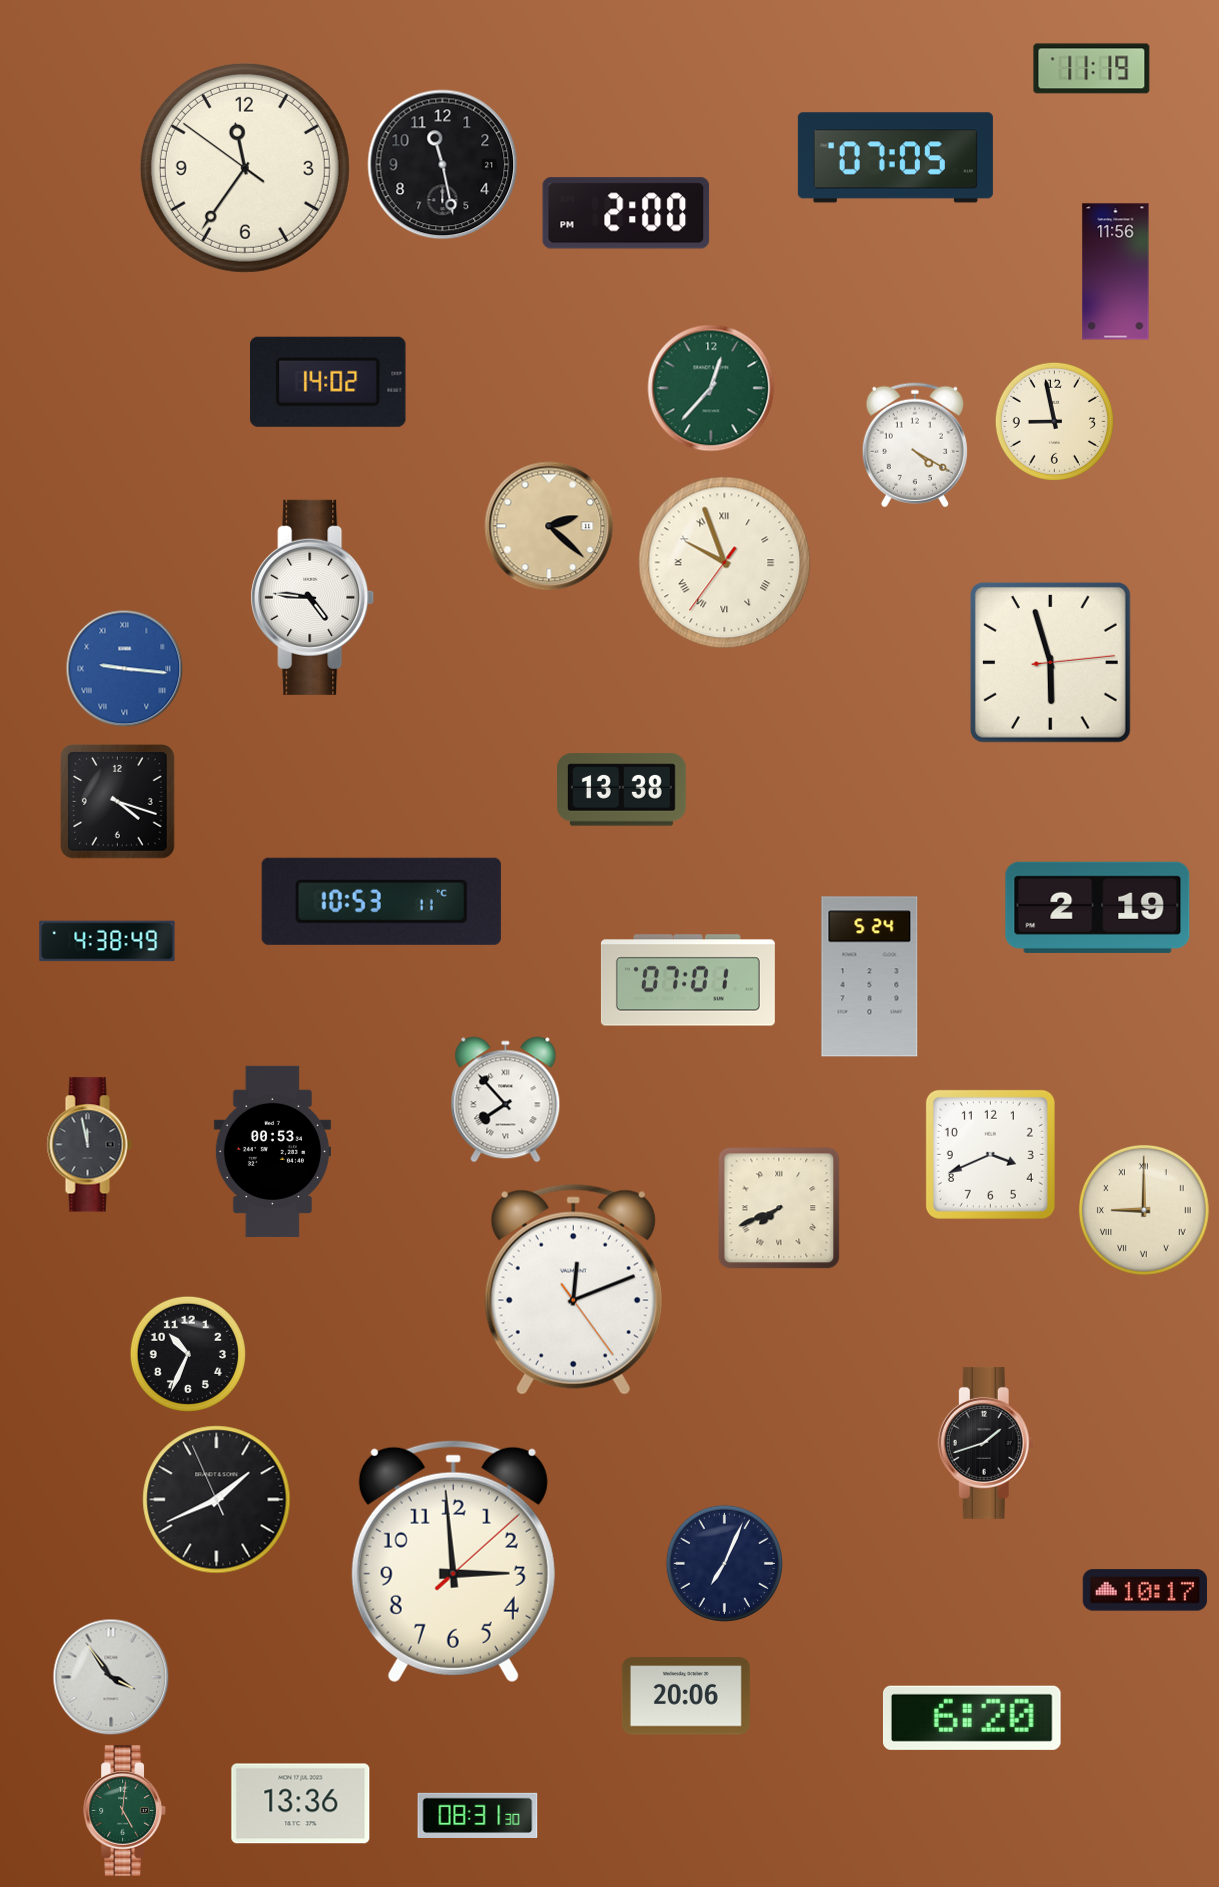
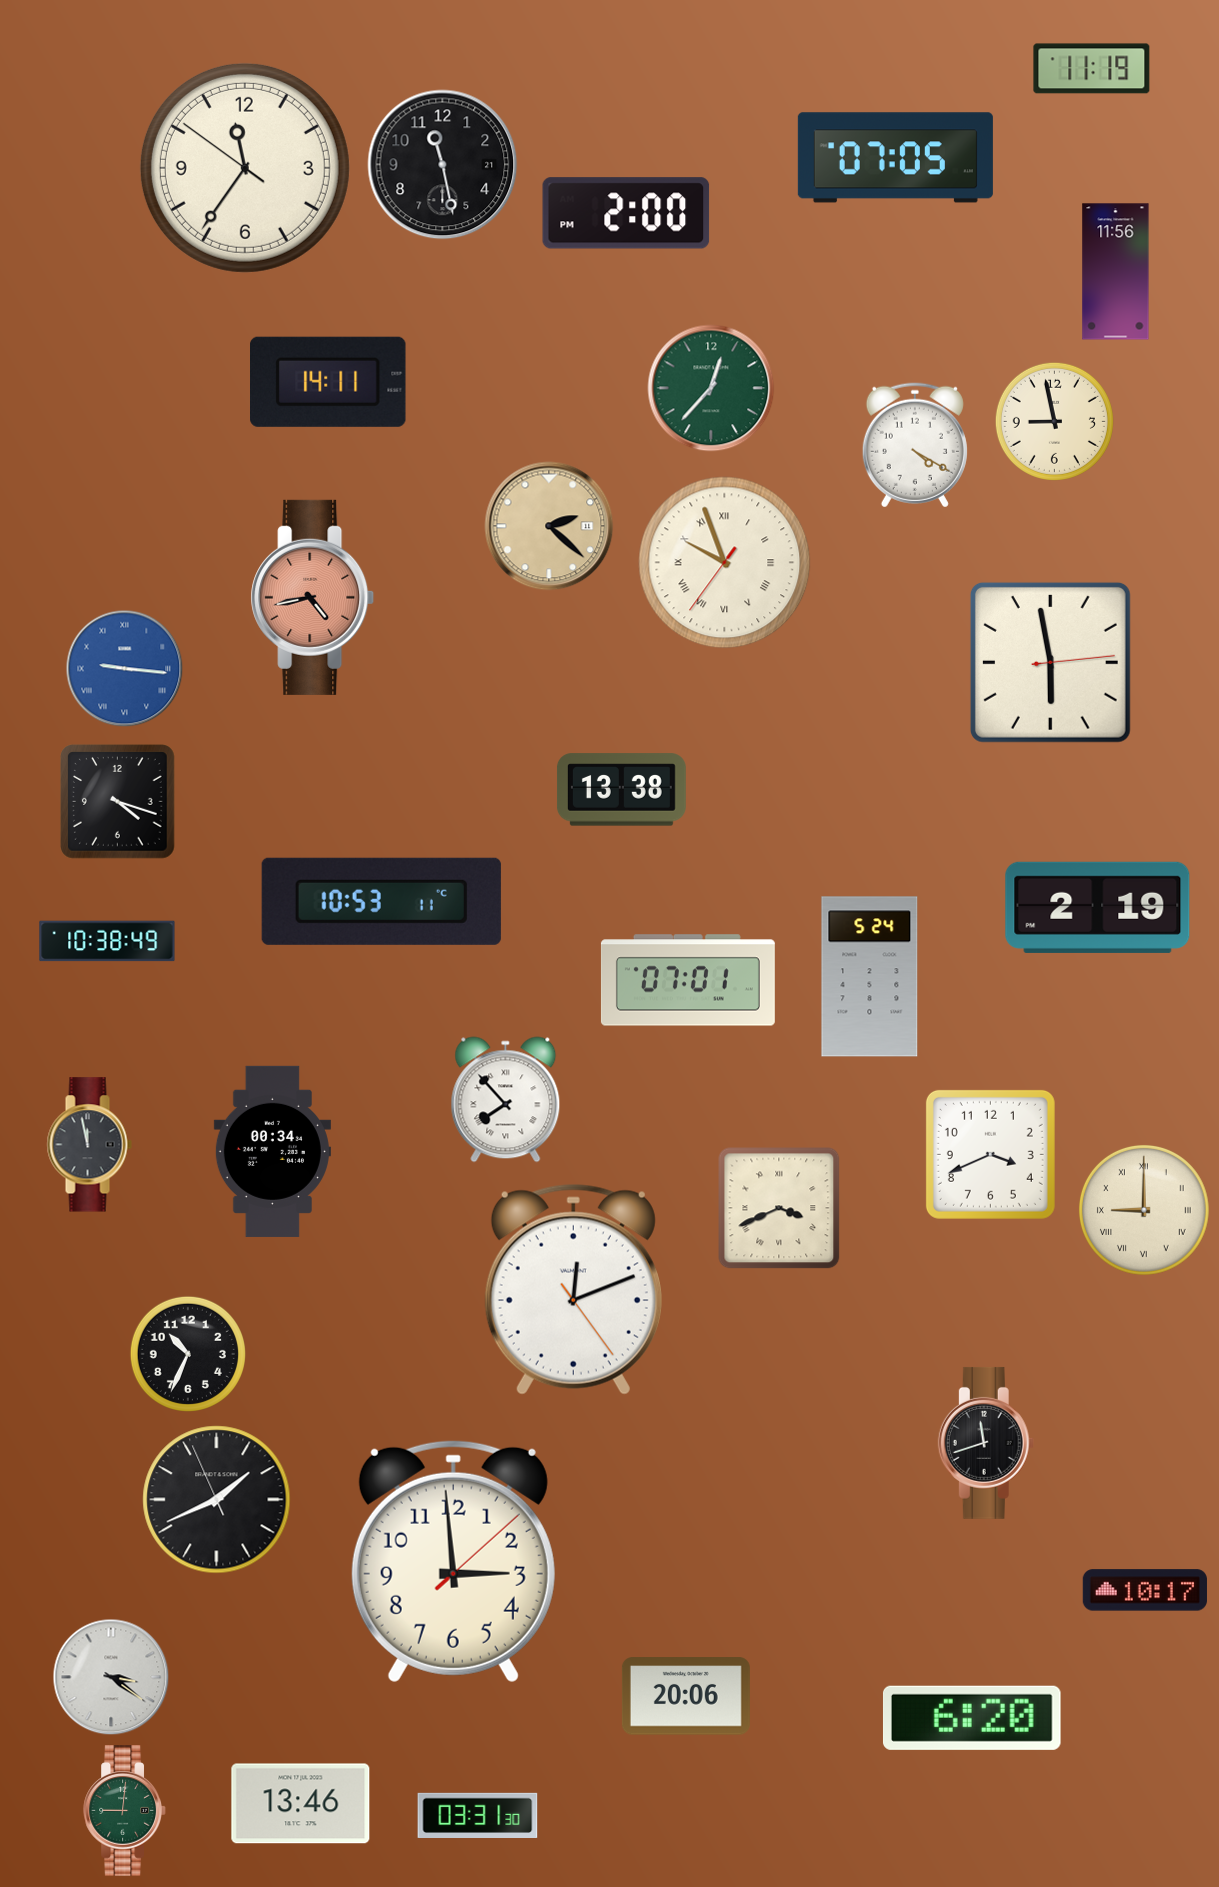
clock at (329, 382): 14:02 -> 14:11
clock at (313, 597): 4:46 -> 4:43
clock at (313, 597) dial: white -> salmon
clock at (1050, 662): 5:57 -> 5:58
clock at (107, 941): 4:38 -> 10:38
clock at (272, 1151): 00:53 -> 00:34
clock at (779, 1208): 7:41 -> 3:41
clock at (986, 1443): 1:42 -> 11:42
clock at (724, 1563): 7:04 -> none
clock at (111, 1677): 3:54 -> 3:21
clock at (301, 1804): 13:36 -> 13:46
clock at (125, 1811): 5:01 -> 9:01
clock at (478, 1815): 08:31 -> 03:31
